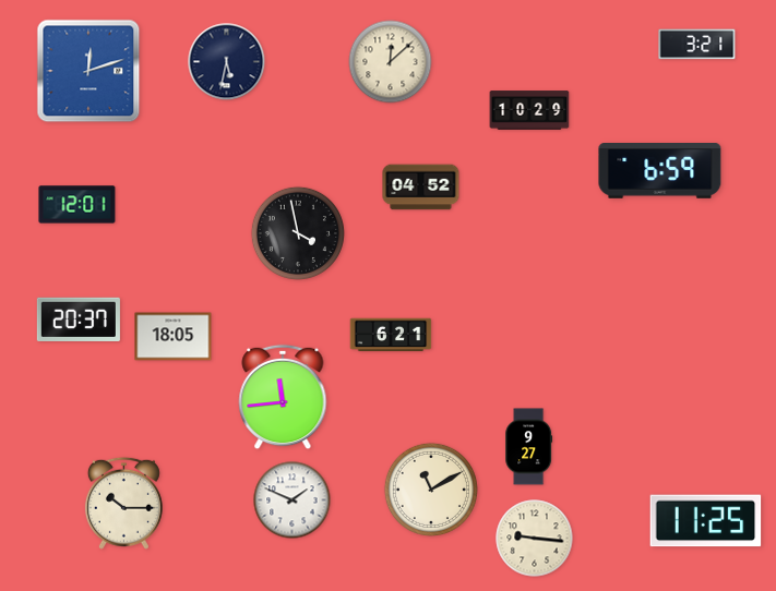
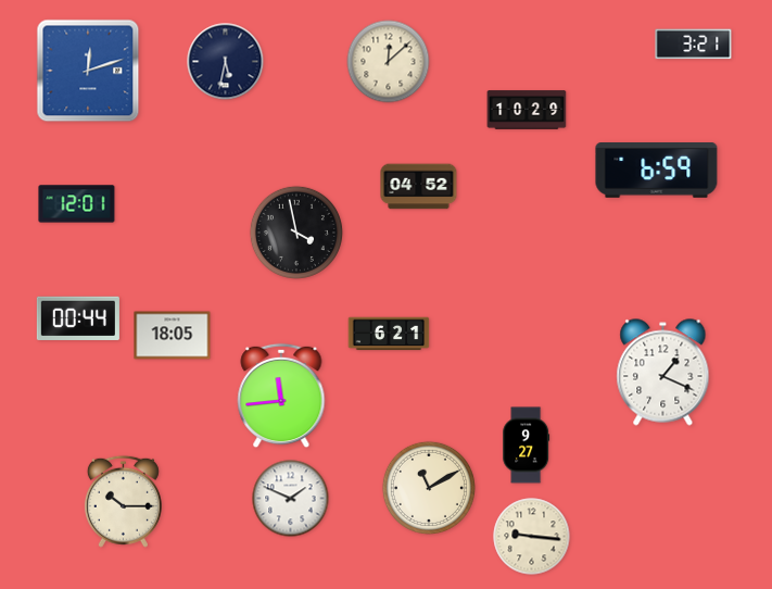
clock at (79, 319): 20:37 -> 00:44
clock at (663, 373): none -> 1:19
clock at (706, 521): 11:25 -> none
